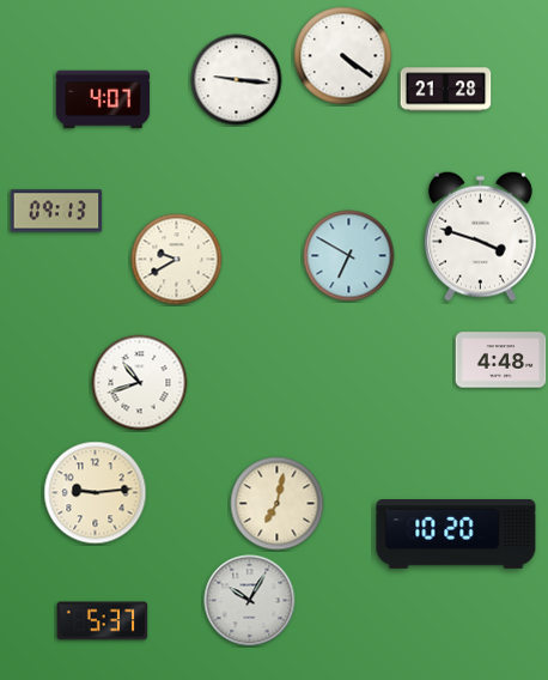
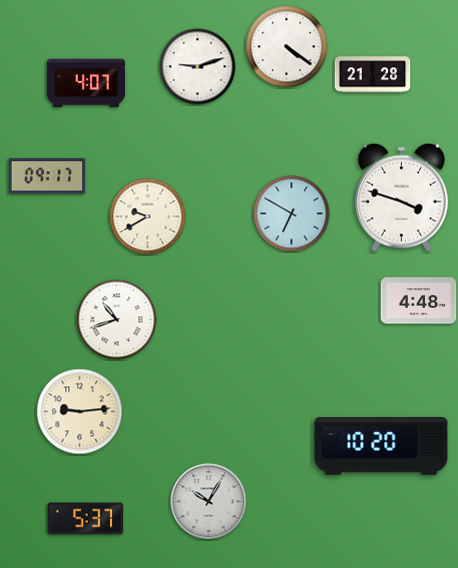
clock at (237, 80): 9:16 -> 9:12
clock at (56, 211): 09:13 -> 09:17
clock at (278, 504): 7:02 -> none
